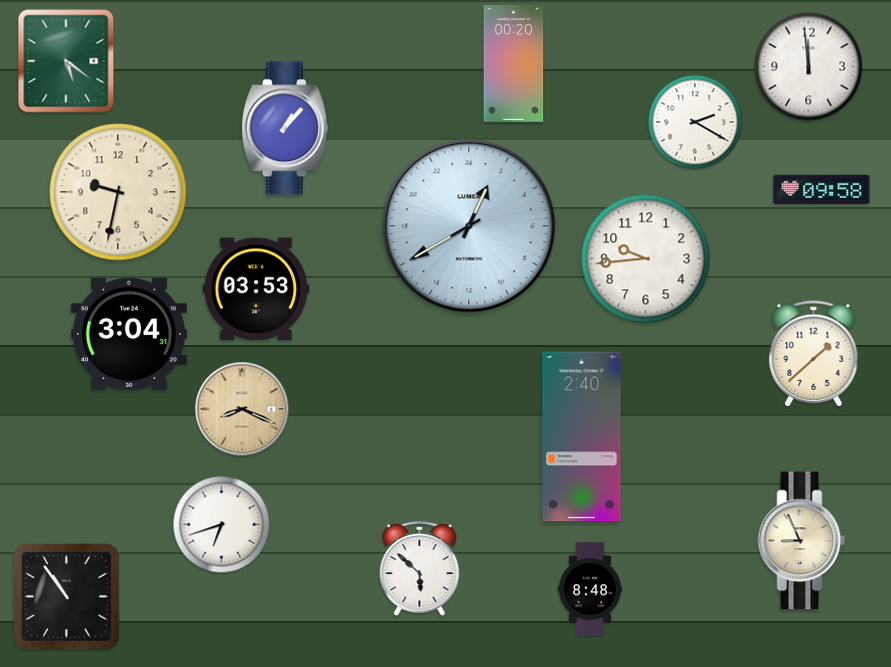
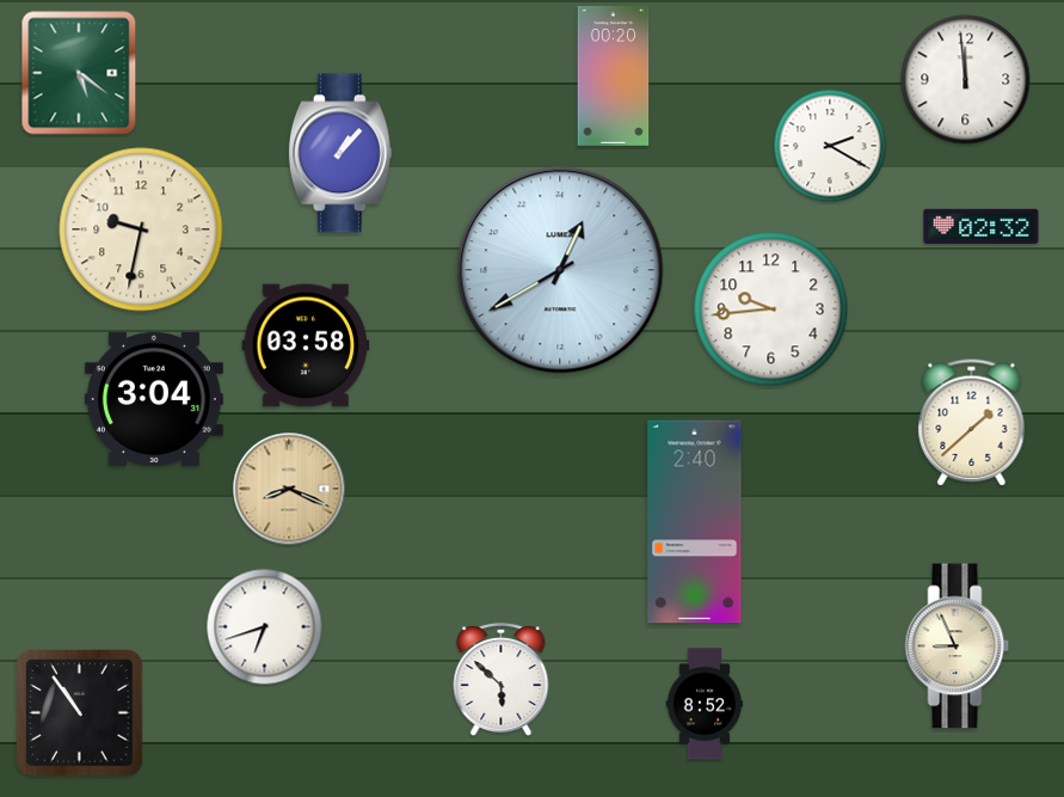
clock at (822, 189): 09:58 -> 02:32
clock at (256, 289): 03:53 -> 03:58
clock at (589, 589): 8:48 -> 8:52
